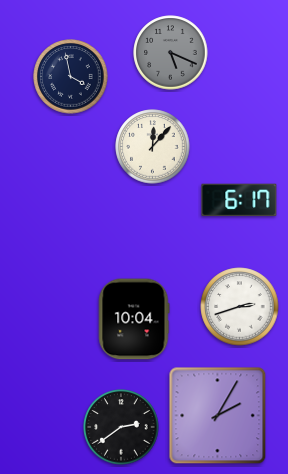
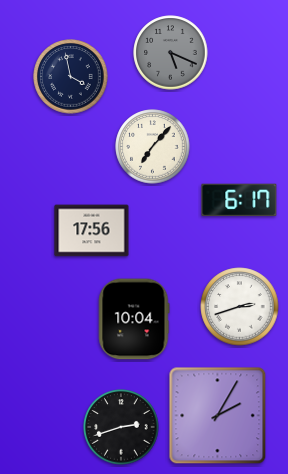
clock at (153, 147): 12:07 -> 7:07
clock at (92, 231): none -> 17:56
clock at (121, 427): 2:39 -> 2:42
